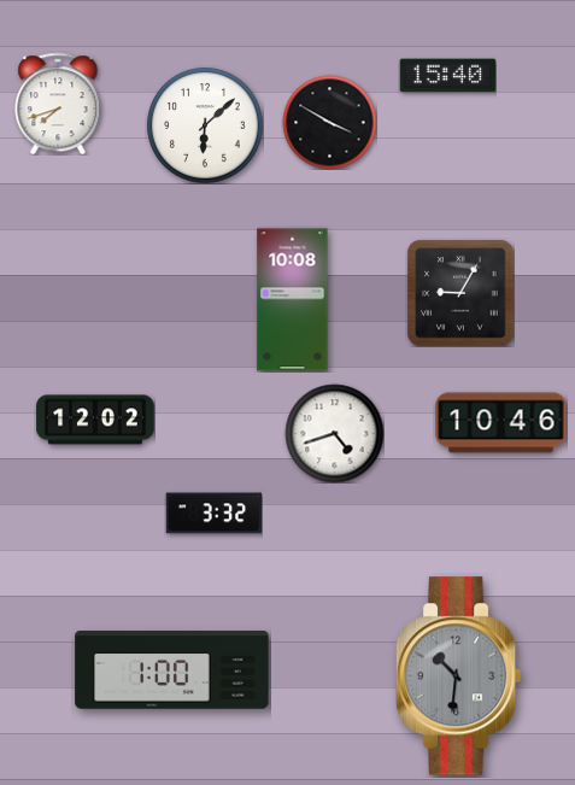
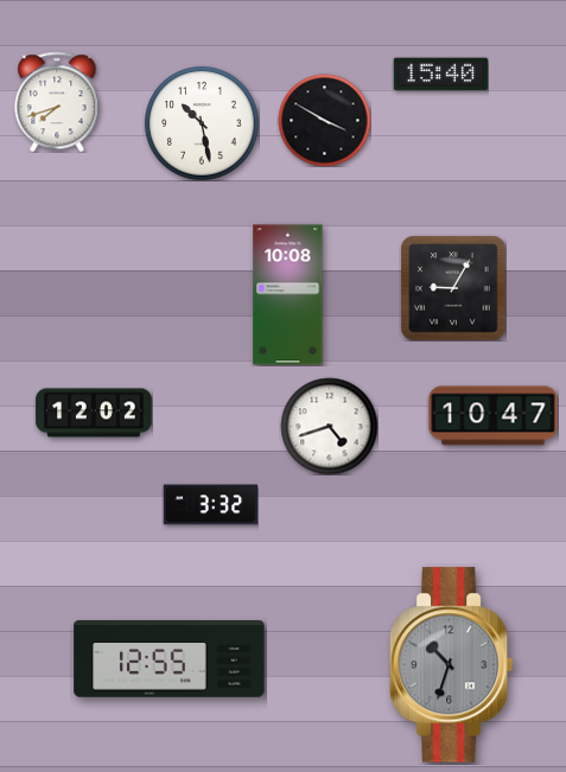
clock at (205, 125): 6:08 -> 10:28
clock at (501, 423): 10:46 -> 10:47
clock at (172, 670): 1:00 -> 12:55
clock at (458, 676): 10:31 -> 10:33
